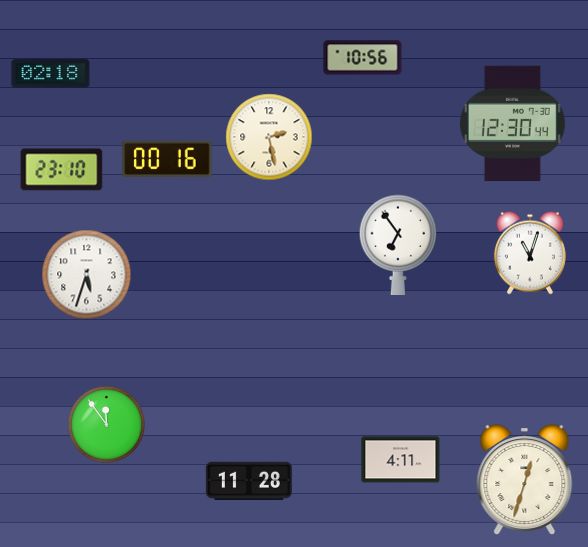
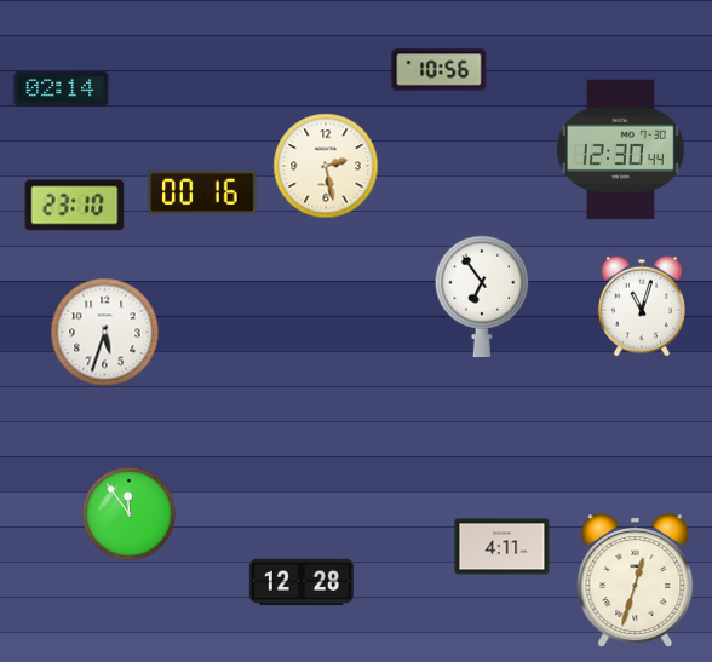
clock at (51, 74): 02:18 -> 02:14
clock at (401, 460) position: (401, 460) -> (503, 547)
clock at (249, 481): 11:28 -> 12:28
